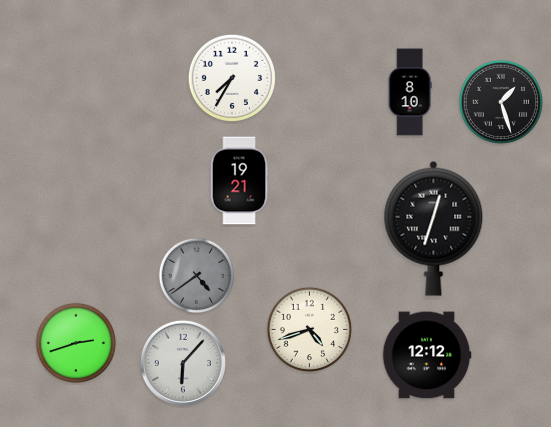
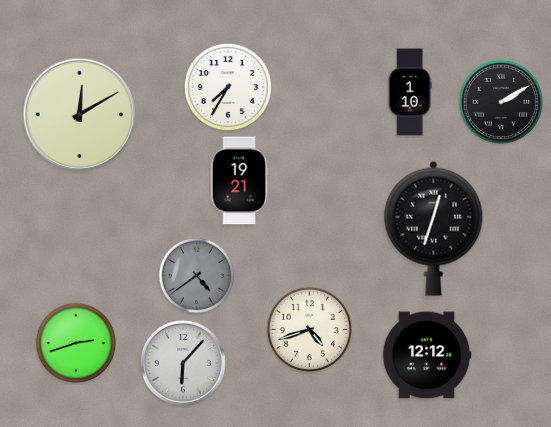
clock at (232, 78) position: (232, 78) -> (228, 87)
clock at (410, 92): 8:10 -> 1:10
clock at (500, 101): 1:27 -> 2:10
clock at (80, 115): none -> 12:10
